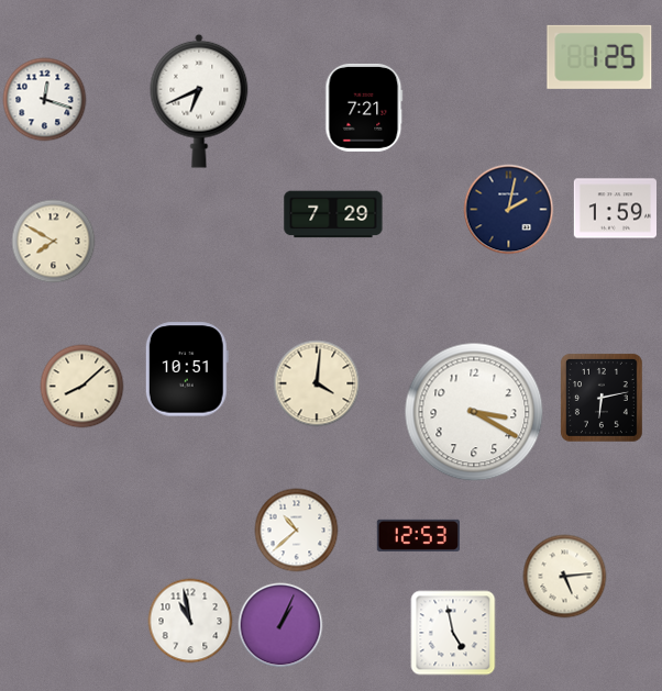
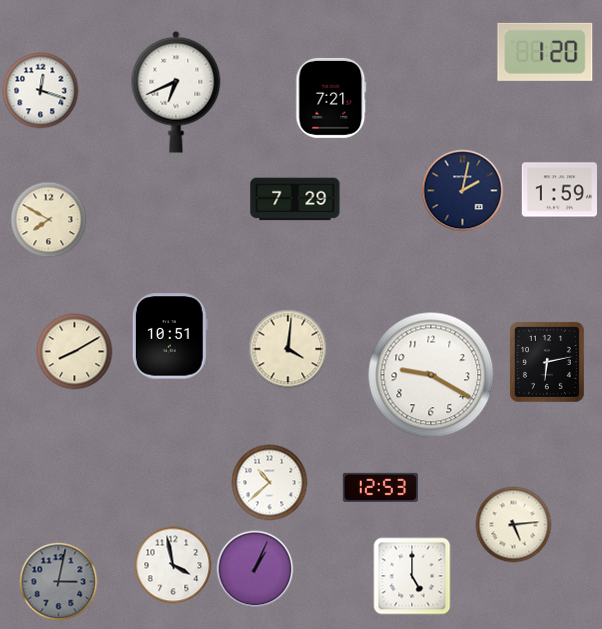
clock at (599, 57): 1:25 -> 1:20
clock at (199, 101) position: (199, 101) -> (176, 92)
clock at (333, 214) position: (333, 214) -> (295, 199)
clock at (82, 387): 8:08 -> 8:10
clock at (474, 412): 3:20 -> 9:20
clock at (190, 621): 10:58 -> 3:58
clock at (453, 633): 4:58 -> 5:00
clock at (59, 582): none -> 3:02
